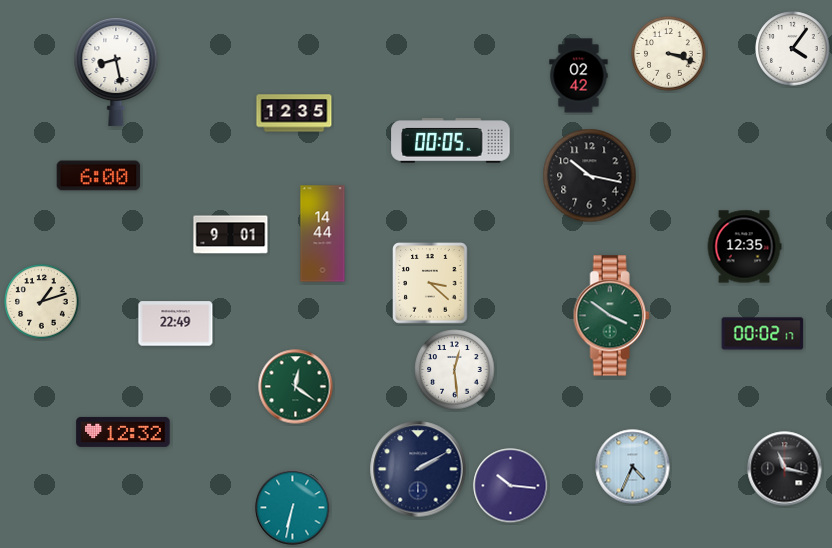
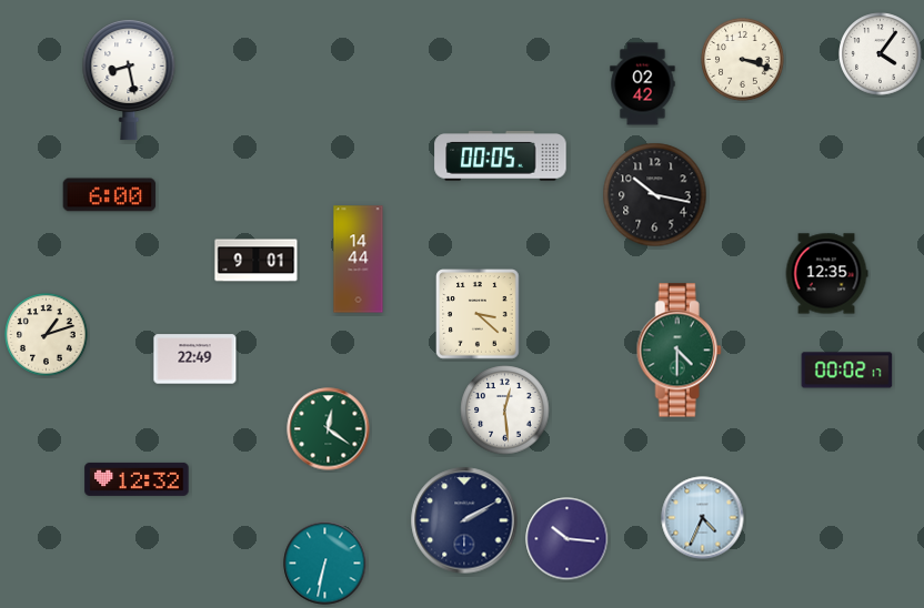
clock at (294, 113): 12:35 -> none
clock at (611, 316): 3:51 -> 4:30
clock at (785, 469): 11:17 -> none
